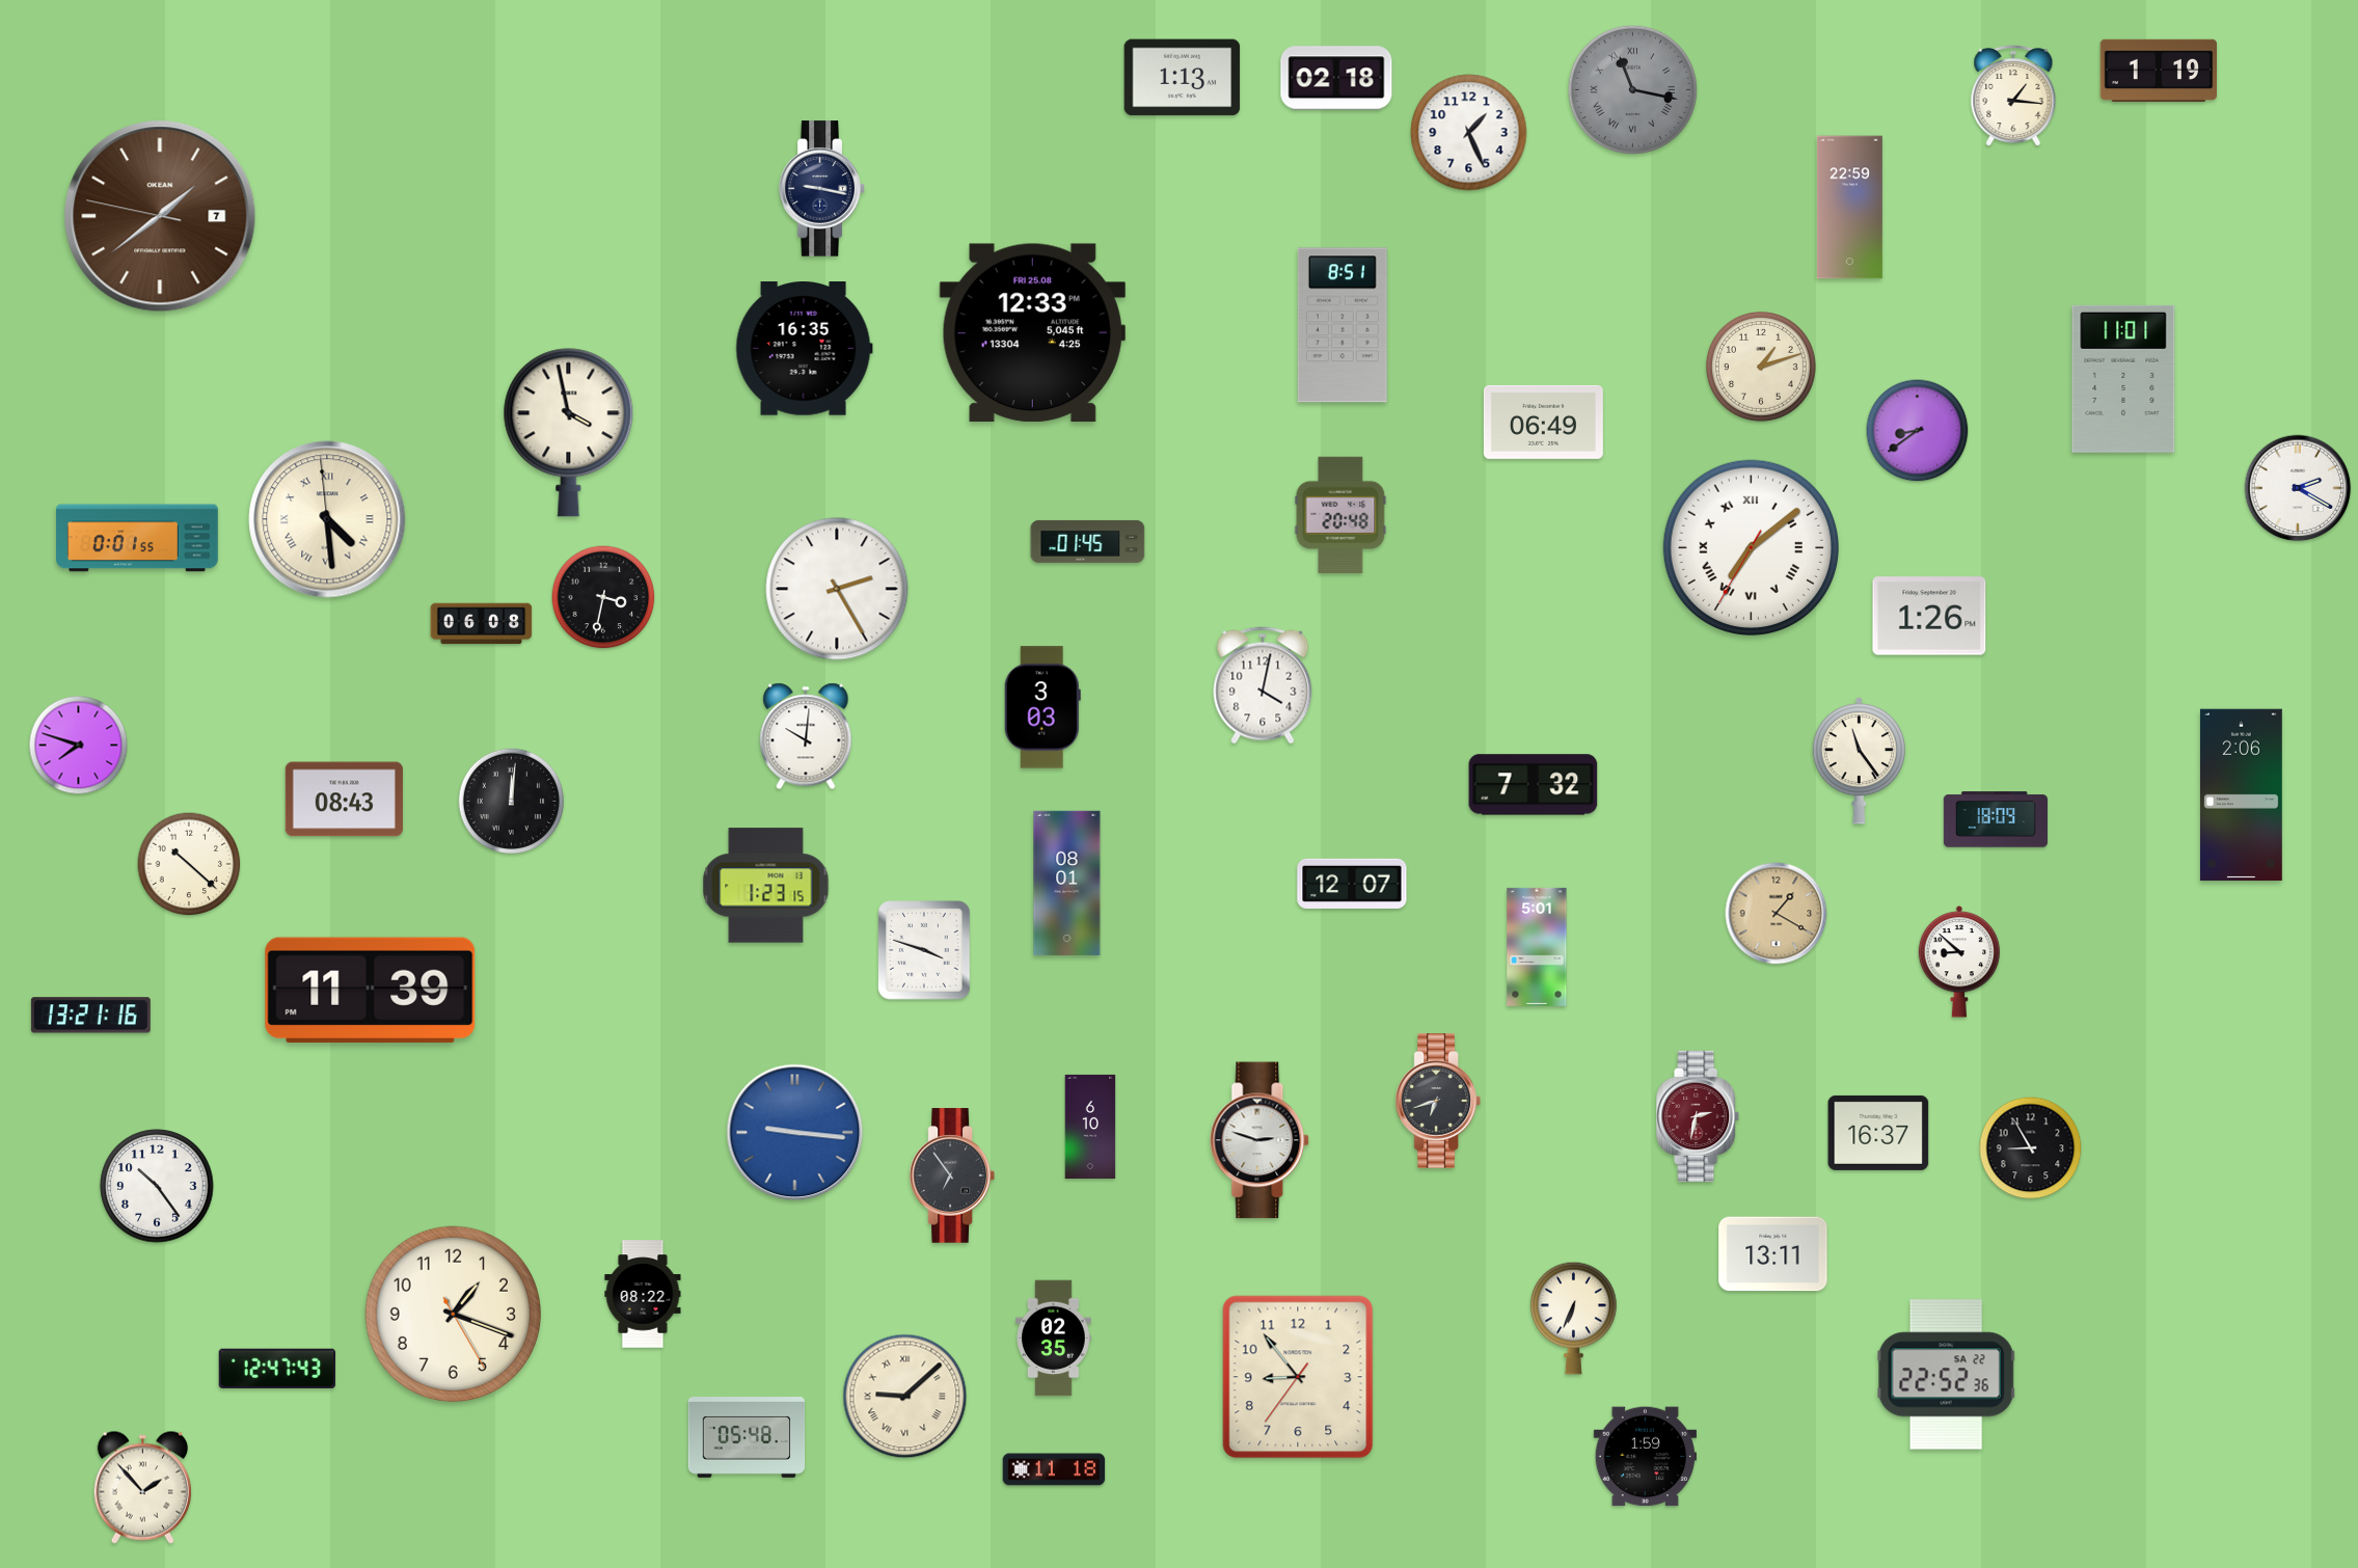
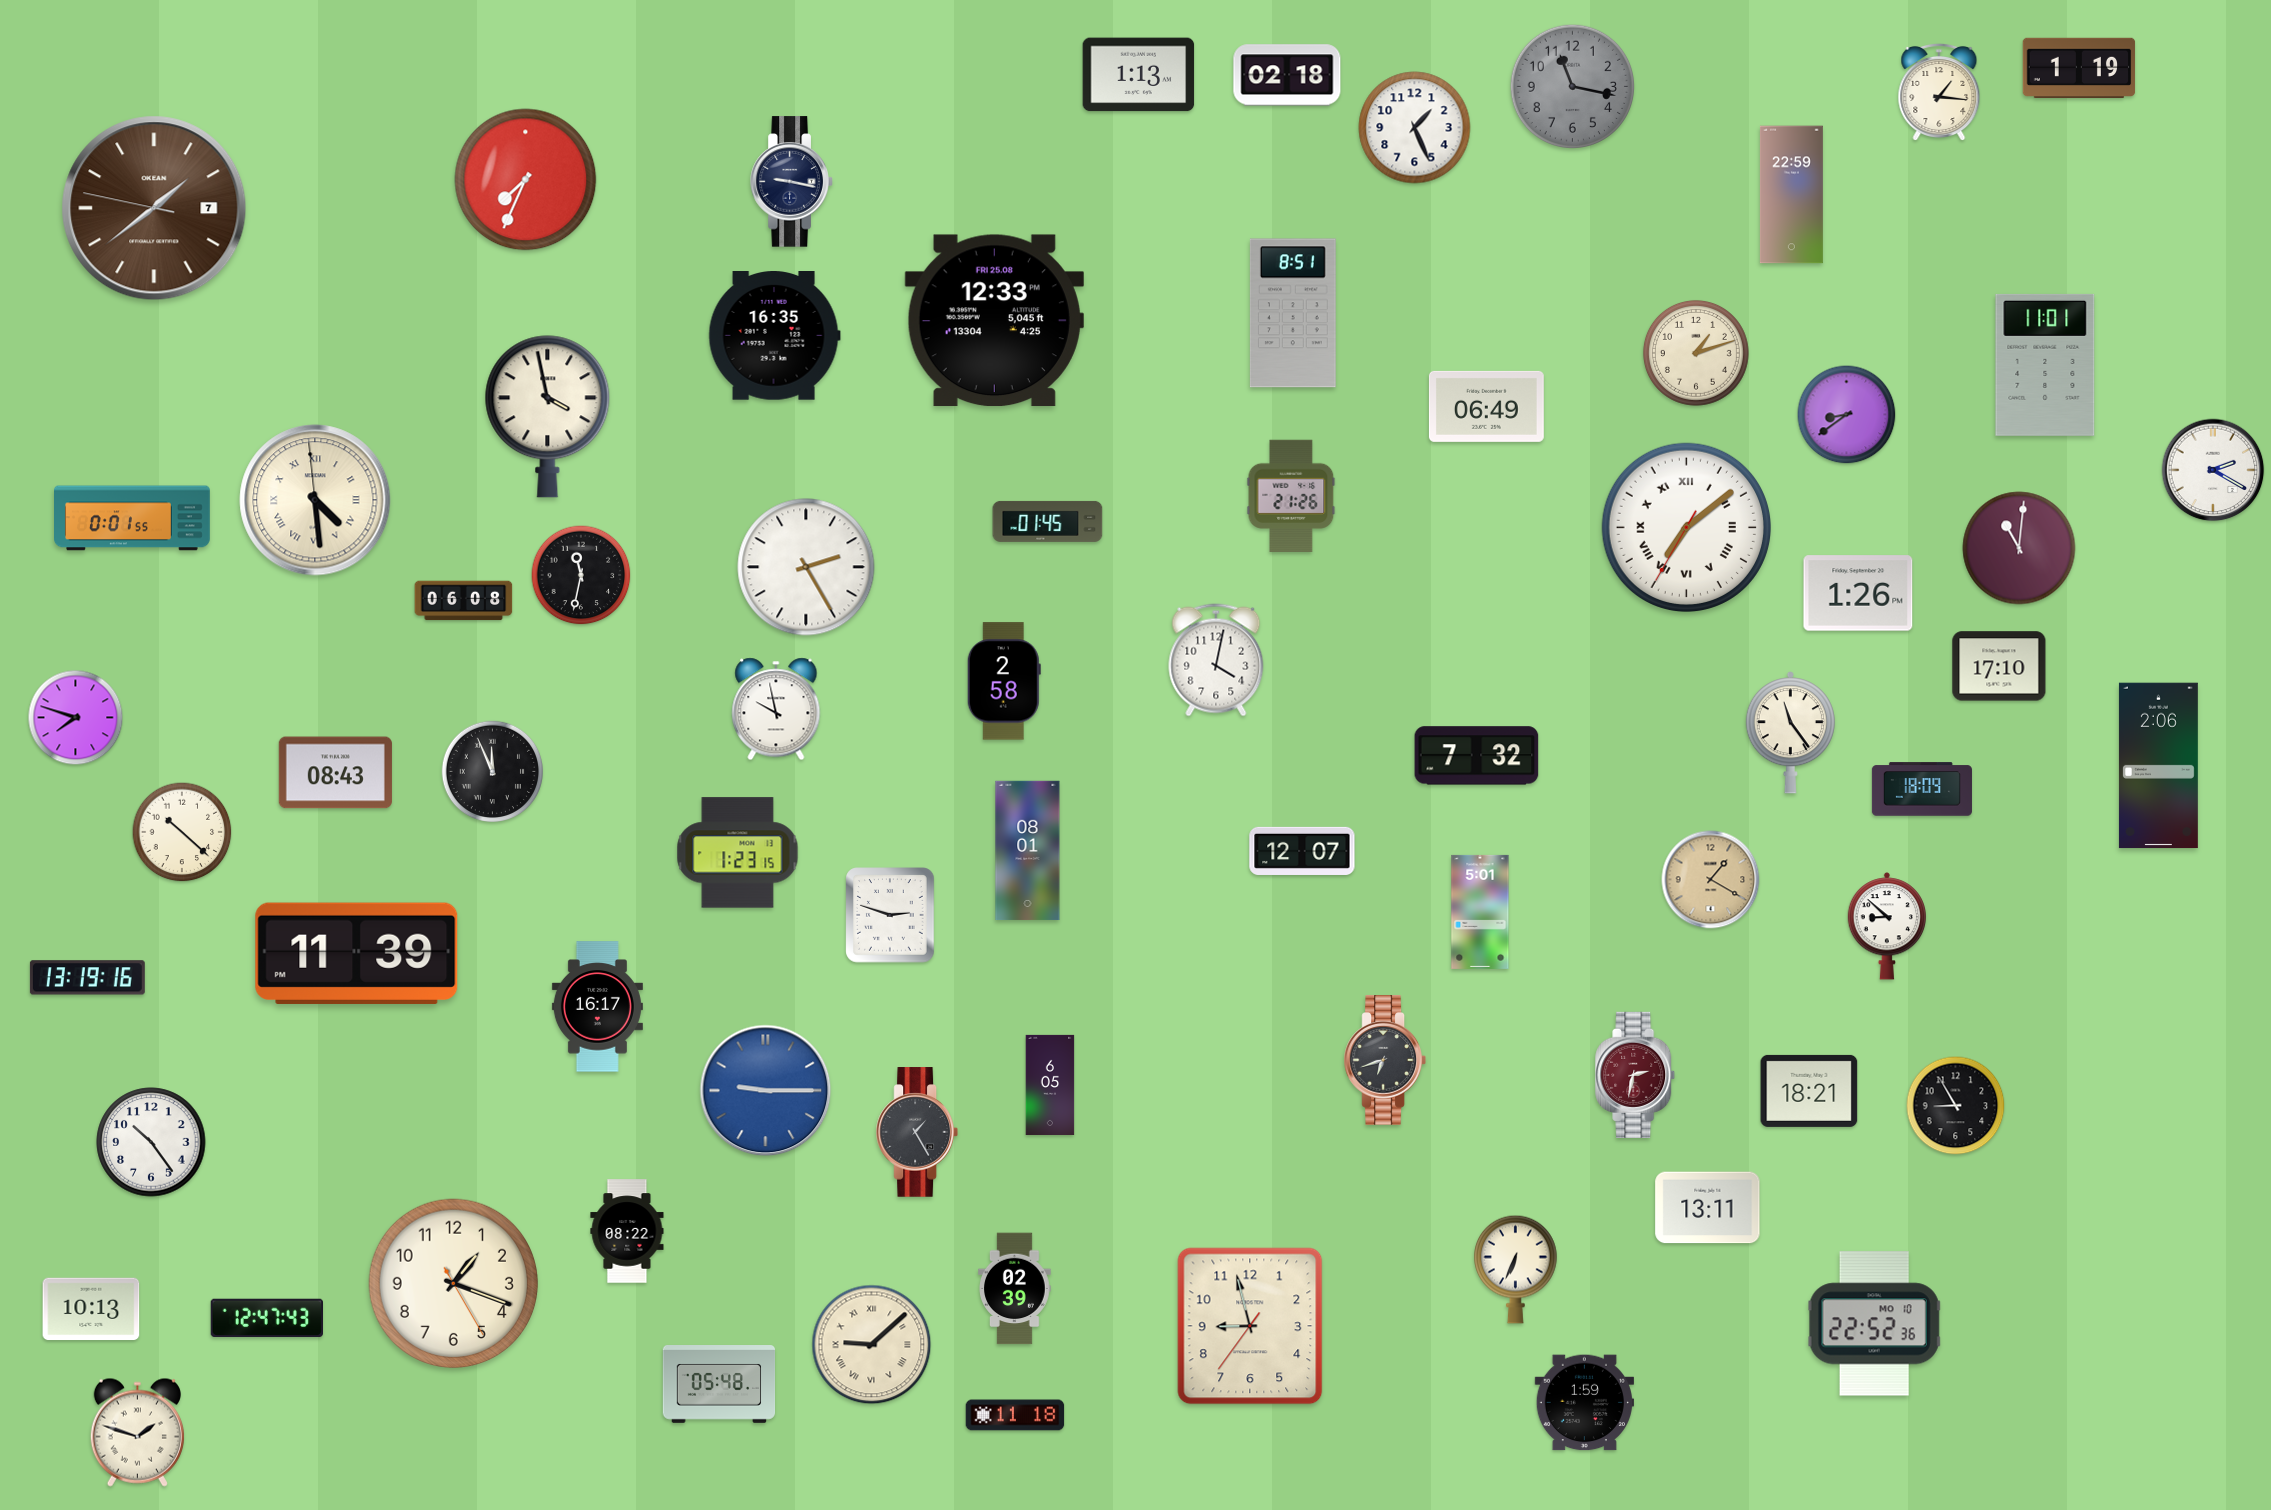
clock at (1632, 89) numerals: Roman -> Arabic
clock at (526, 180): none -> 7:34
clock at (1849, 208) position: (1849, 208) -> (1791, 195)
clock at (1340, 514): 20:48 -> 21:26
clock at (2019, 548): none -> 11:01
clock at (603, 597): 3:32 -> 11:32
clock at (1999, 666): none -> 17:10
clock at (1042, 707): 3:03 -> 2:58
clock at (806, 736): 10:01 -> 9:58
clock at (344, 800) position: (344, 800) -> (335, 773)
clock at (511, 801): 12:01 -> 11:56
clock at (924, 950): 3:48 -> 2:48
clock at (90, 1016): 13:21 -> 13:19
clock at (597, 1007): none -> 16:17
clock at (1090, 1127): 6:10 -> 6:05
clock at (795, 1133): 9:16 -> 9:15
clock at (1878, 1133): 16:37 -> 18:21
clock at (1261, 1140): 2:48 -> none
clock at (951, 1175): 6:54 -> 1:25
clock at (643, 1294) position: (643, 1294) -> (627, 1231)
clock at (453, 1314) position: (453, 1314) -> (453, 1283)
clock at (1054, 1339): 02:35 -> 02:39
clock at (91, 1309): none -> 10:13
clock at (1947, 1375) date: SA 22 -> MO 10
clock at (1298, 1377): 8:53 -> 8:57
clock at (142, 1487): 1:53 -> 1:48
